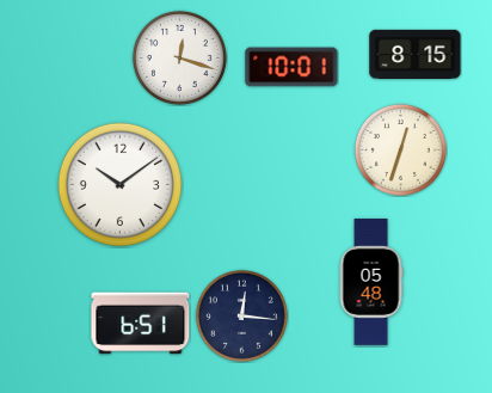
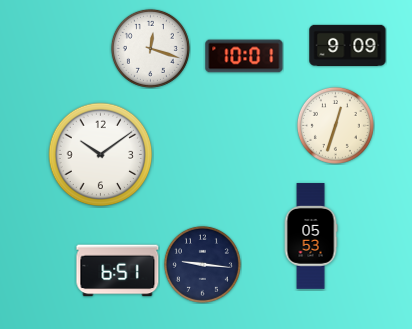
clock at (416, 54): 8:15 -> 9:09
clock at (371, 282): 05:48 -> 05:53
clock at (241, 315): 12:16 -> 9:16
